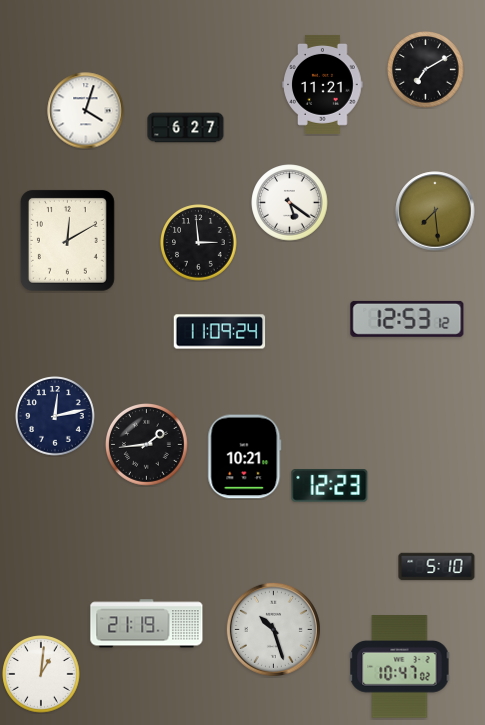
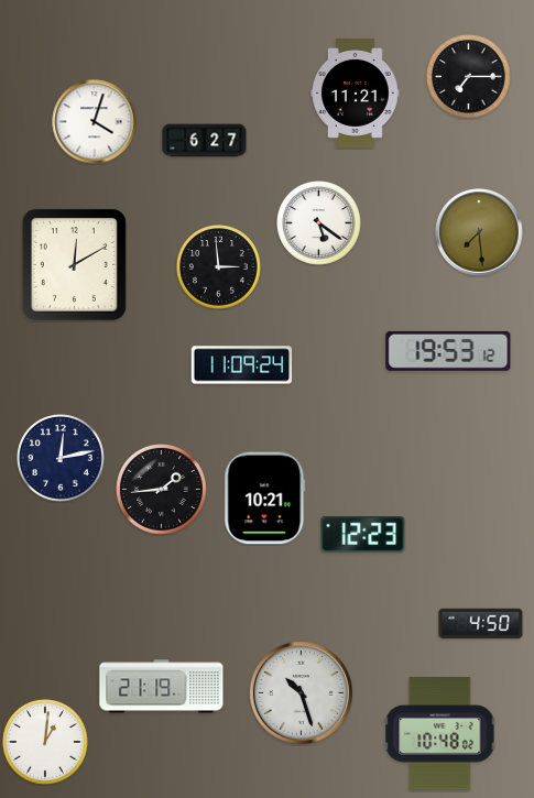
clock at (426, 70): 7:10 -> 7:15
clock at (407, 319): 12:53 -> 19:53
clock at (245, 457) position: (245, 457) -> (265, 499)
clock at (437, 567): 5:10 -> 4:50
clock at (400, 667): 10:47 -> 10:48
